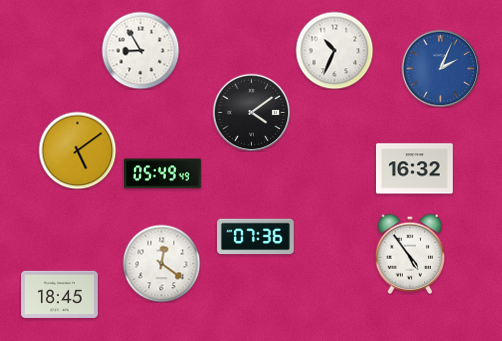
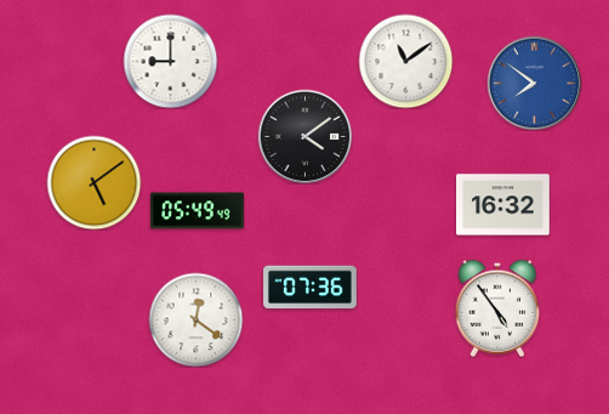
clock at (140, 50): 8:55 -> 9:00
clock at (334, 50): 10:34 -> 11:09
clock at (440, 68): 2:04 -> 7:51
clock at (60, 294): 18:45 -> none
